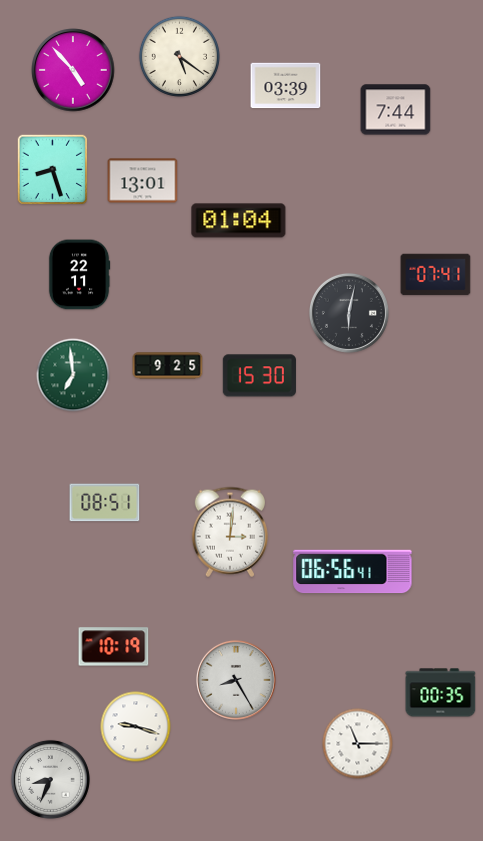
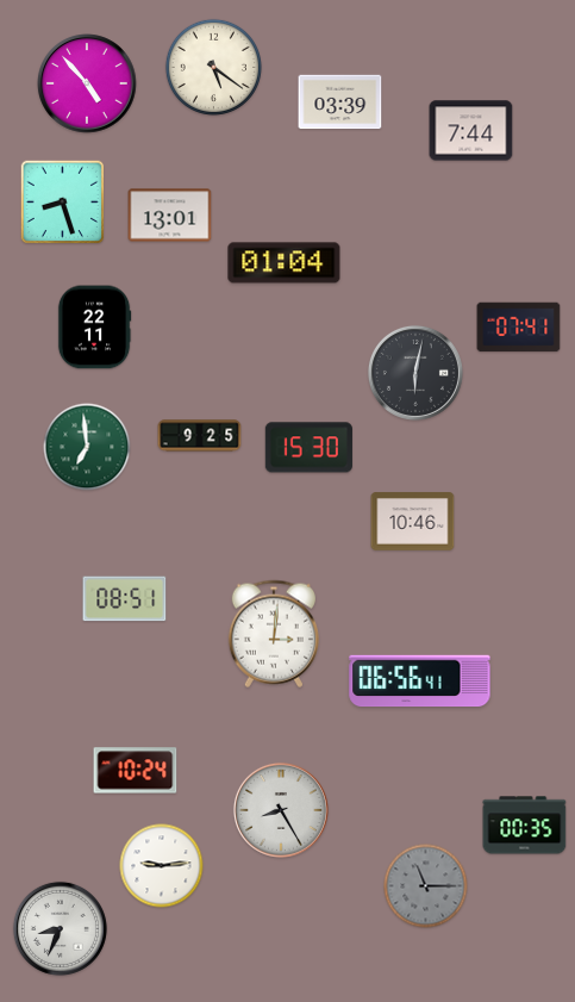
clock at (413, 522): none -> 10:46
clock at (114, 647): 10:19 -> 10:24
clock at (136, 727): 9:18 -> 9:14
clock at (358, 744) dial: white -> grey
